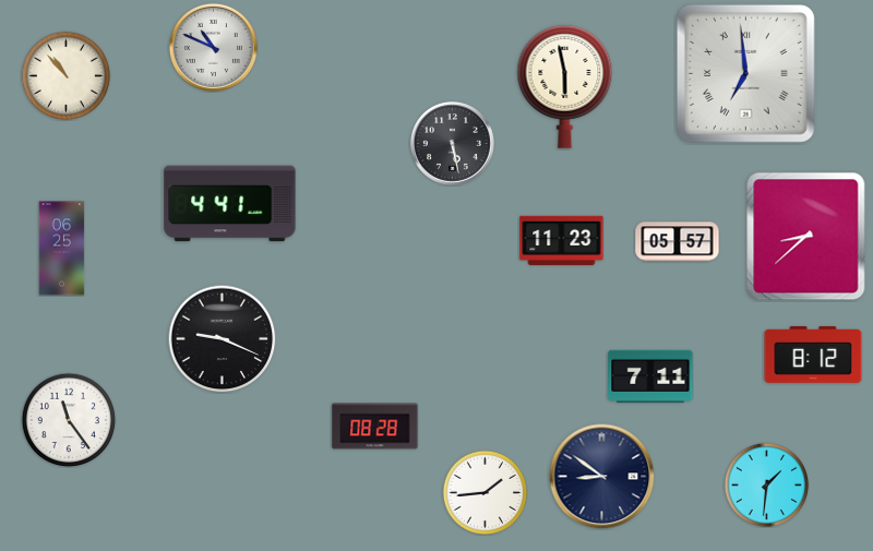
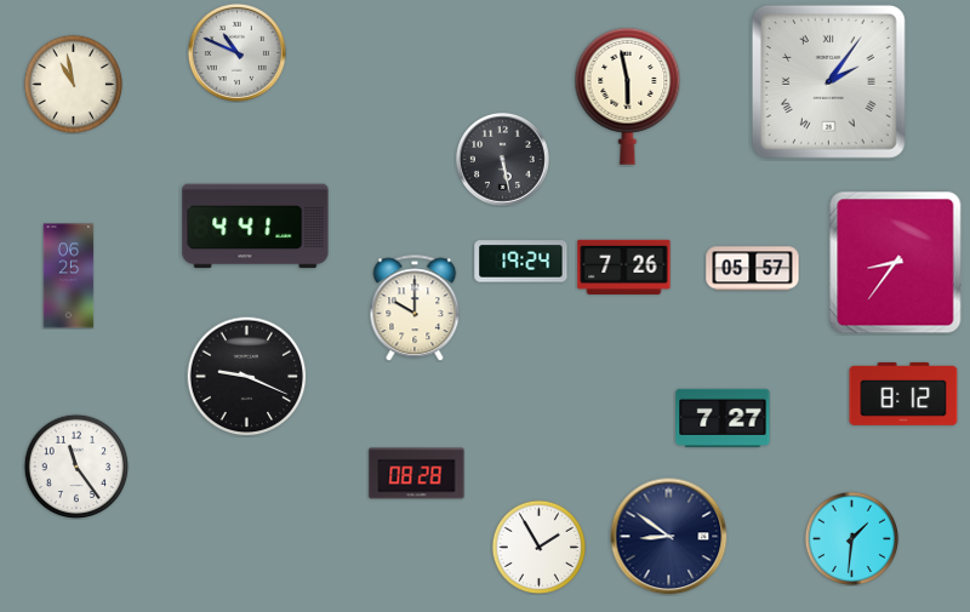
clock at (745, 73): 6:59 -> 2:06
clock at (65, 75): 10:53 -> 10:58
clock at (521, 262): none -> 19:24
clock at (806, 237): 8:38 -> 8:36
clock at (562, 240): 11:23 -> 7:26
clock at (415, 308): none -> 10:00
clock at (650, 376): 7:11 -> 7:27
clock at (602, 477) position: (602, 477) -> (669, 537)
clock at (485, 492): 1:44 -> 1:55
